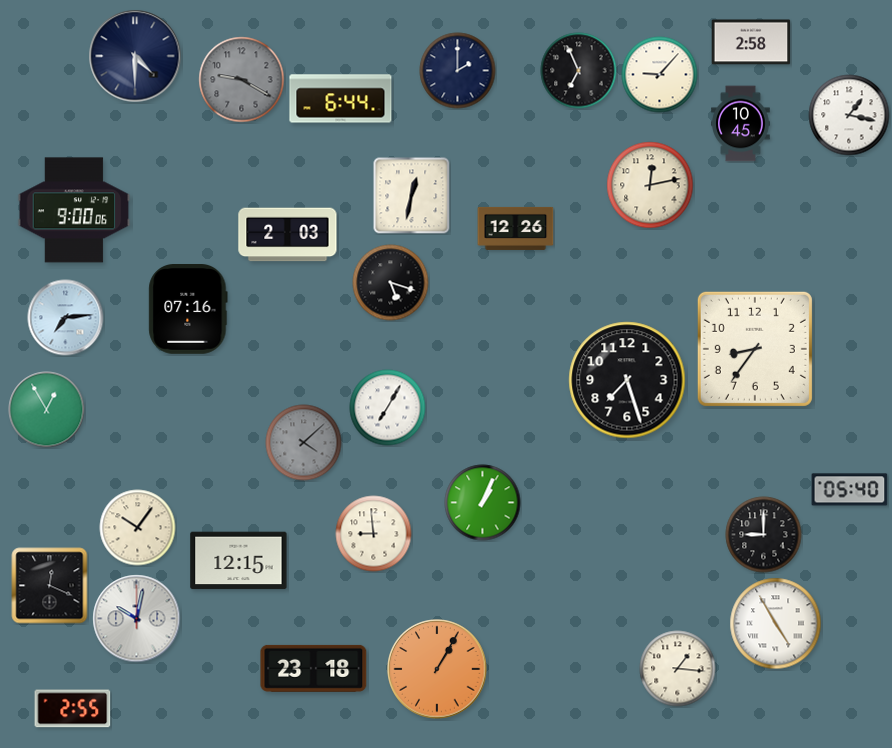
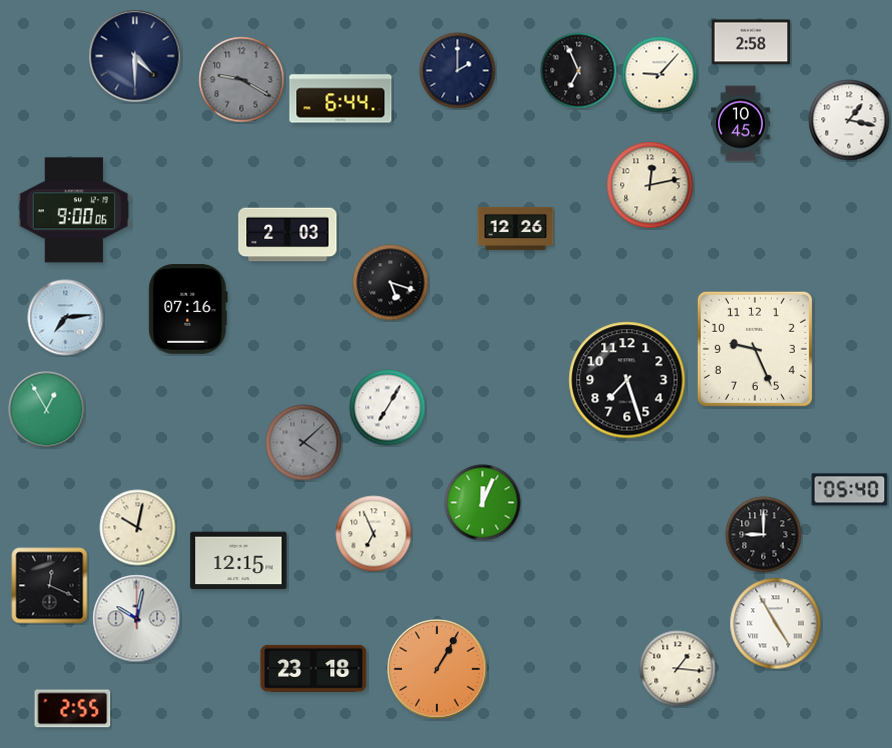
clock at (849, 115) position: (849, 115) -> (849, 120)
clock at (412, 196): 12:32 -> none
clock at (755, 349): 8:36 -> 9:26
clock at (483, 503): 1:04 -> 12:04
clock at (138, 528): 10:06 -> 10:02
clock at (374, 534): 8:59 -> 6:56
